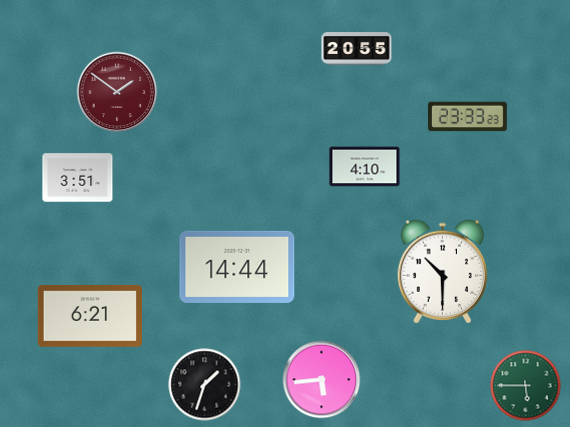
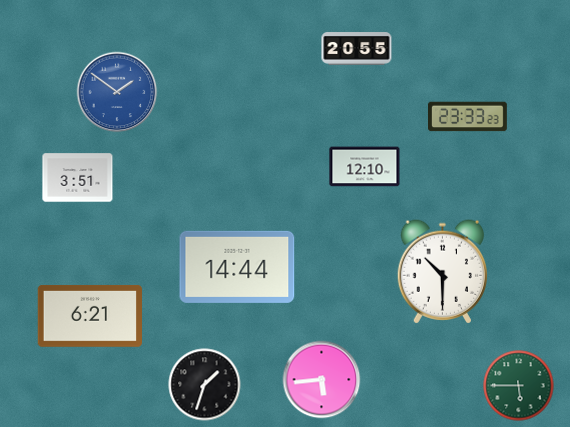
clock at (117, 92) dial: burgundy -> blue
clock at (365, 167): 4:10 -> 12:10
clock at (526, 386) position: (526, 386) -> (519, 386)
